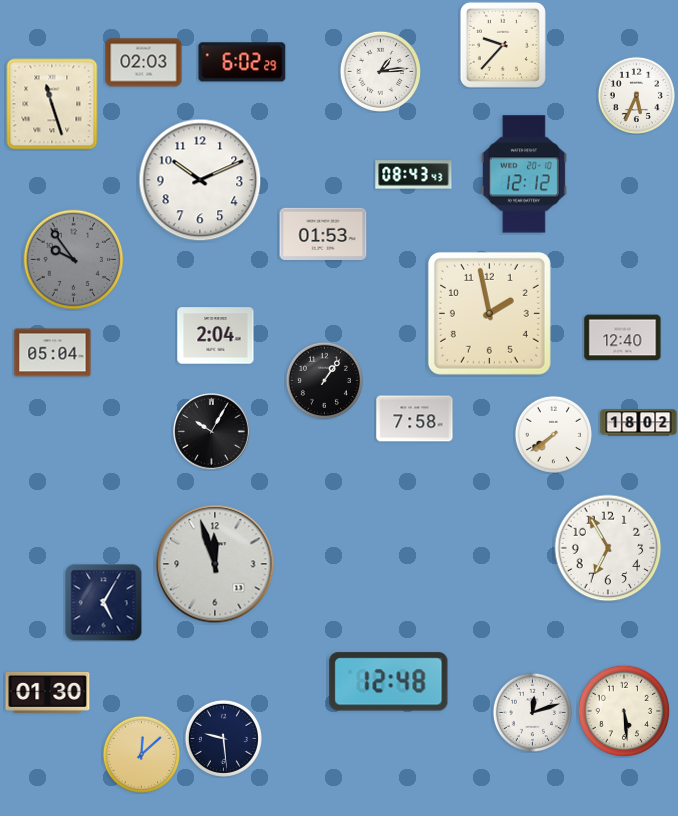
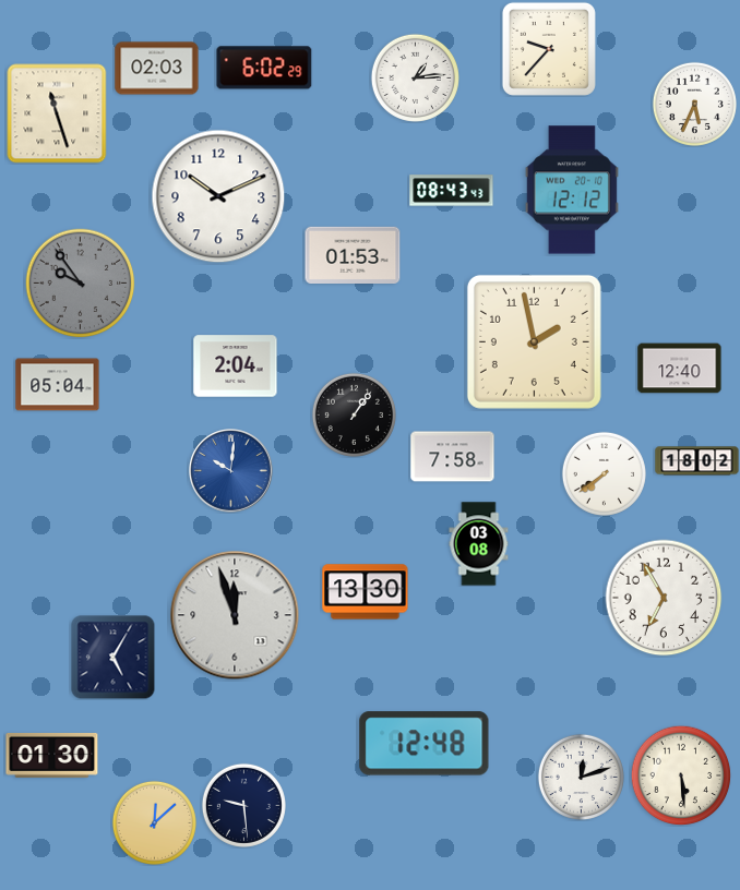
clock at (212, 432): 10:05 -> 10:01
clock at (212, 432) dial: black -> blue
clock at (479, 544): none -> 03:08
clock at (366, 592): none -> 13:30
